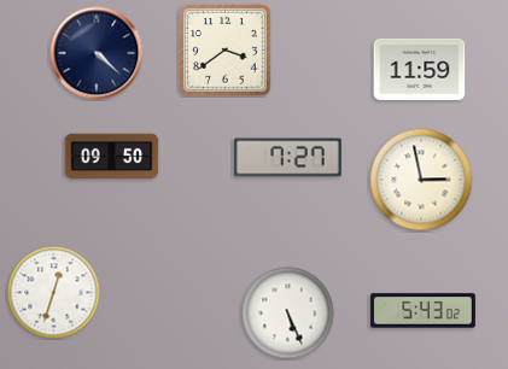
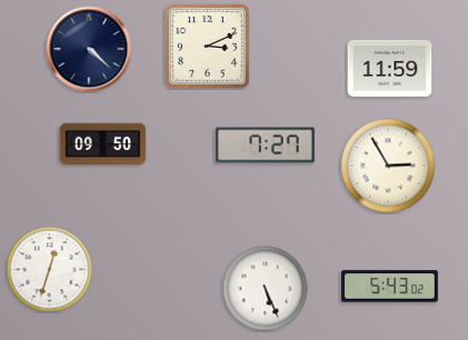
clock at (226, 51): 3:39 -> 3:11
clock at (420, 69) position: (420, 69) -> (390, 68)
clock at (421, 180): 2:58 -> 2:55
